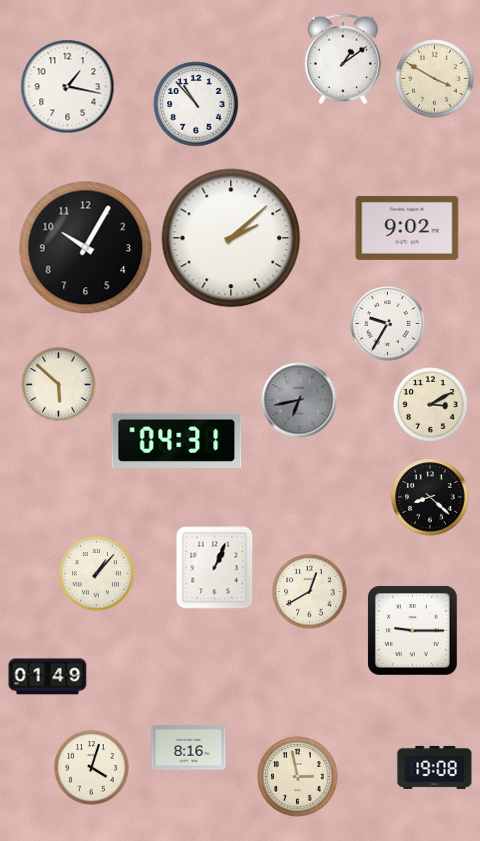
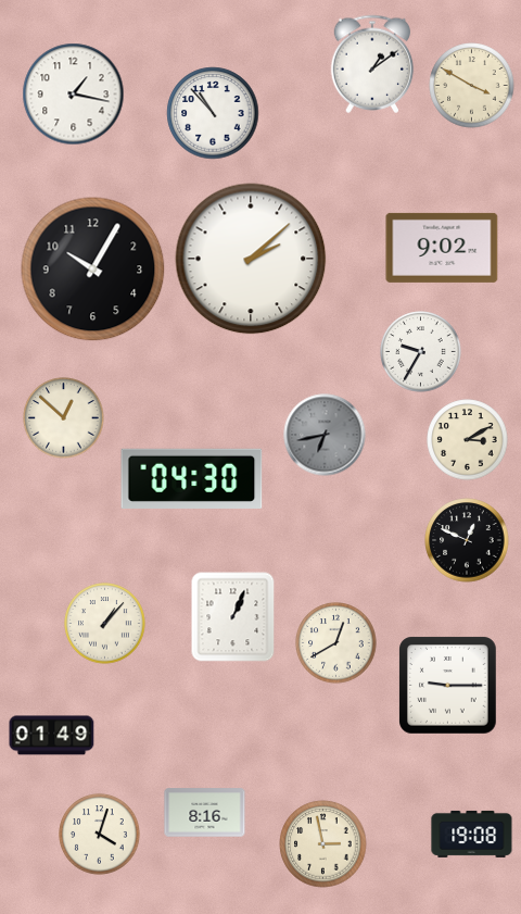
clock at (59, 385): 5:52 -> 12:52
clock at (177, 440): 04:31 -> 04:30
clock at (430, 497): 8:22 -> 12:49
